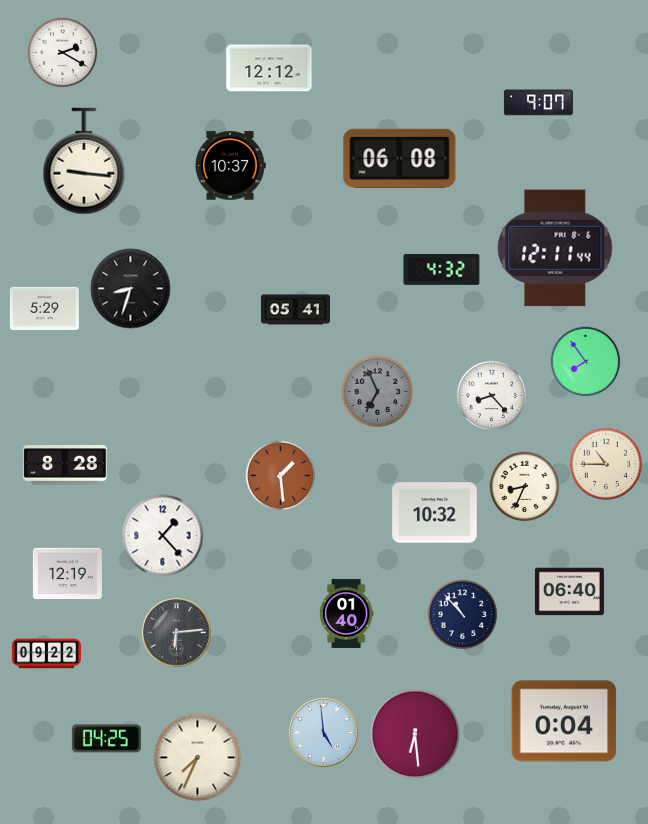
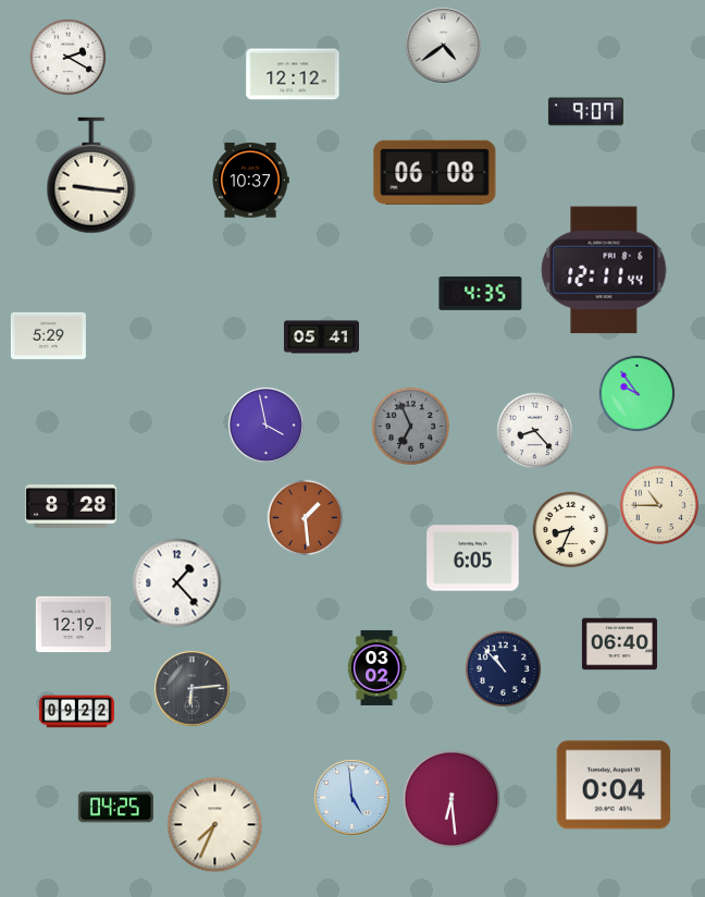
clock at (444, 46): none -> 4:39
clock at (442, 269): 4:32 -> 4:35
clock at (131, 289): 8:33 -> none
clock at (586, 362): 7:54 -> 9:54
clock at (267, 426): none -> 3:58
clock at (435, 513): 10:32 -> 6:05
clock at (346, 613): 01:40 -> 03:02
clock at (46, 654) position: (46, 654) -> (76, 712)
clock at (106, 739) position: (106, 739) -> (115, 808)
